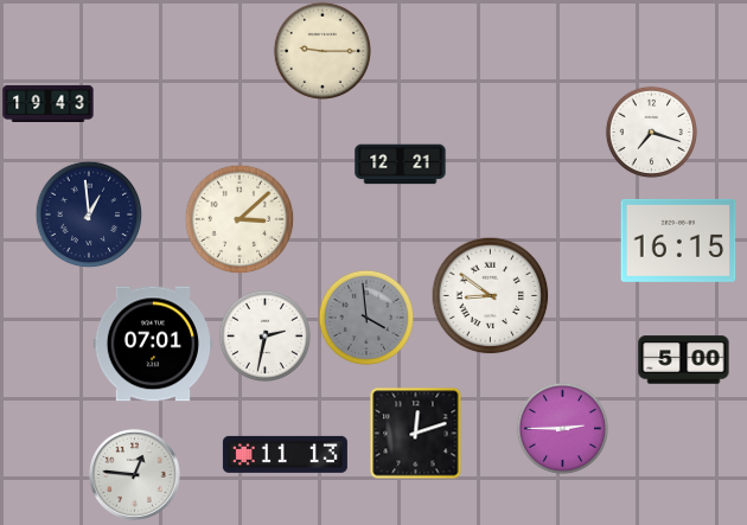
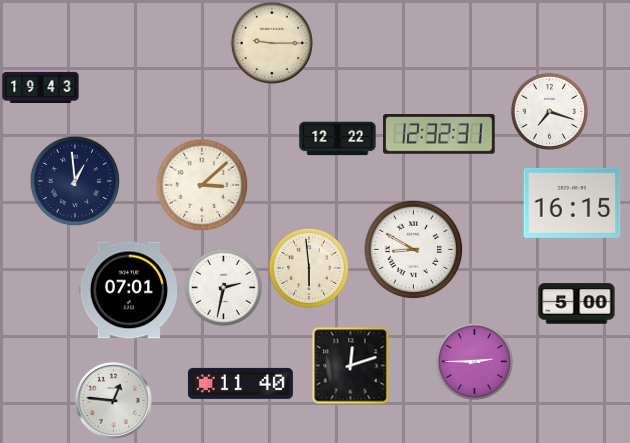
clock at (439, 134): none -> 12:32
clock at (401, 165): 12:21 -> 12:22
clock at (491, 296): 8:51 -> 8:50
clock at (365, 316): 3:59 -> 5:59
clock at (365, 316) dial: grey -> cream
clock at (264, 335) position: (264, 335) -> (223, 287)
clock at (285, 454): 11:13 -> 11:40
